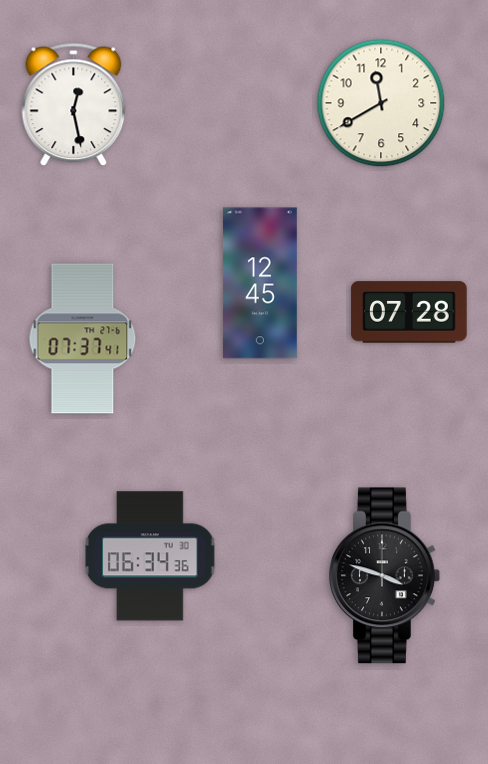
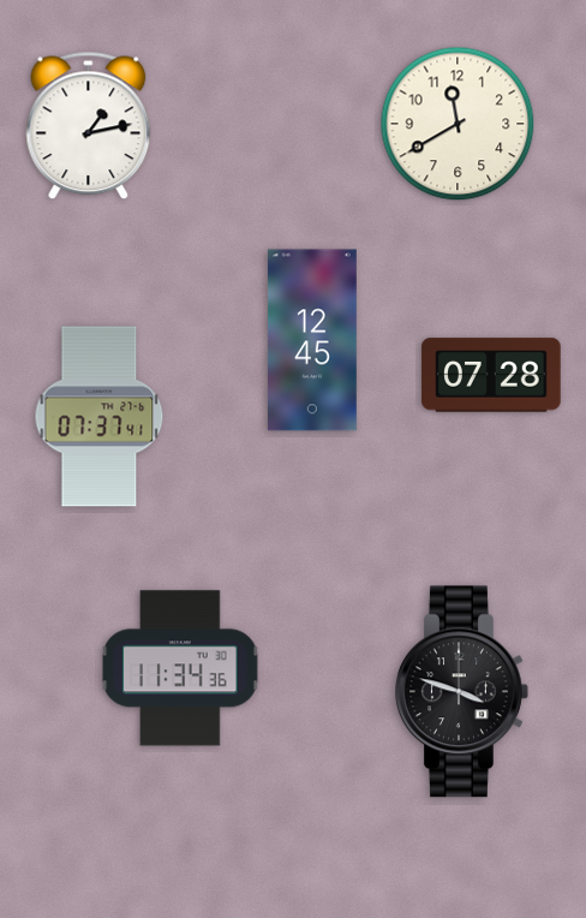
clock at (74, 105): 12:28 -> 1:13
clock at (83, 339) position: (83, 339) -> (100, 417)
clock at (150, 556): 06:34 -> 11:34
